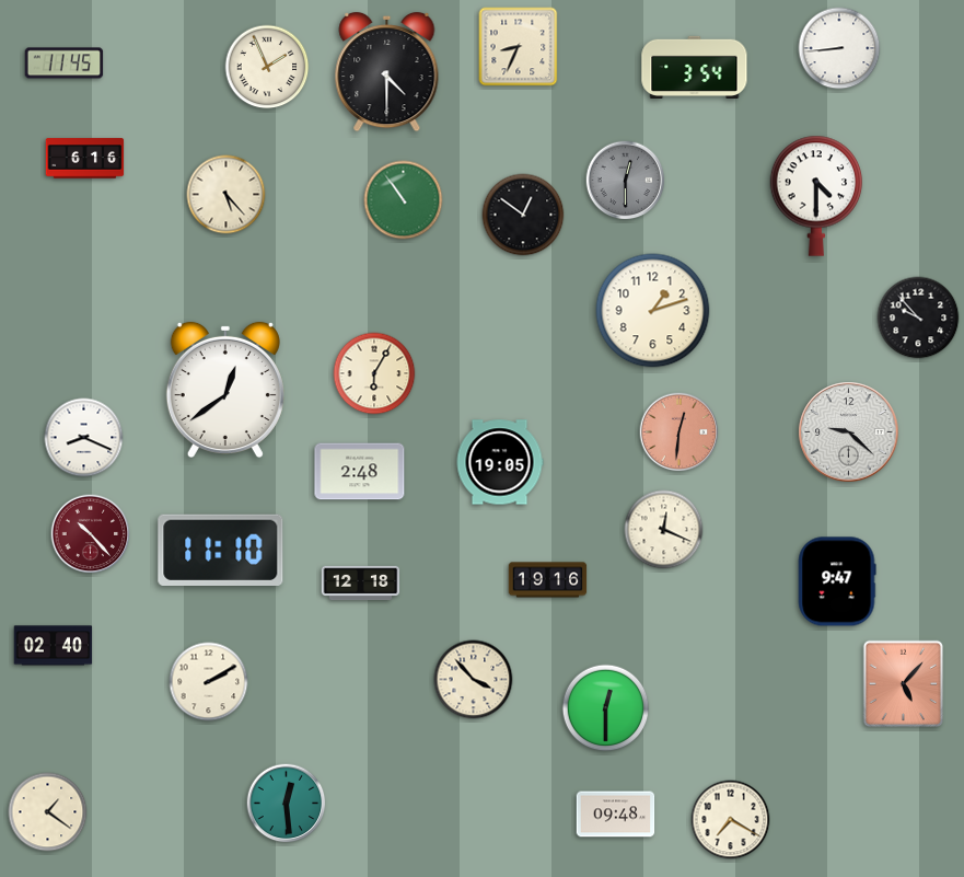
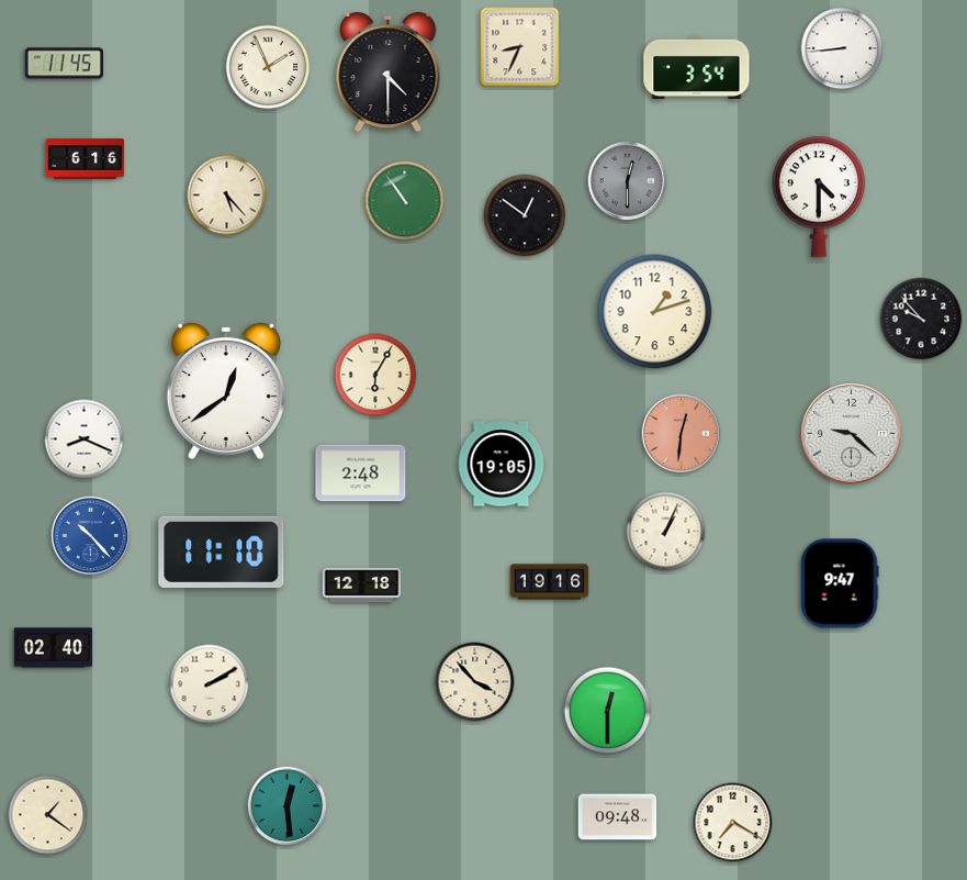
clock at (664, 530): 12:19 -> 1:04
clock at (91, 534) dial: burgundy -> blue
clock at (904, 684): 5:07 -> none
